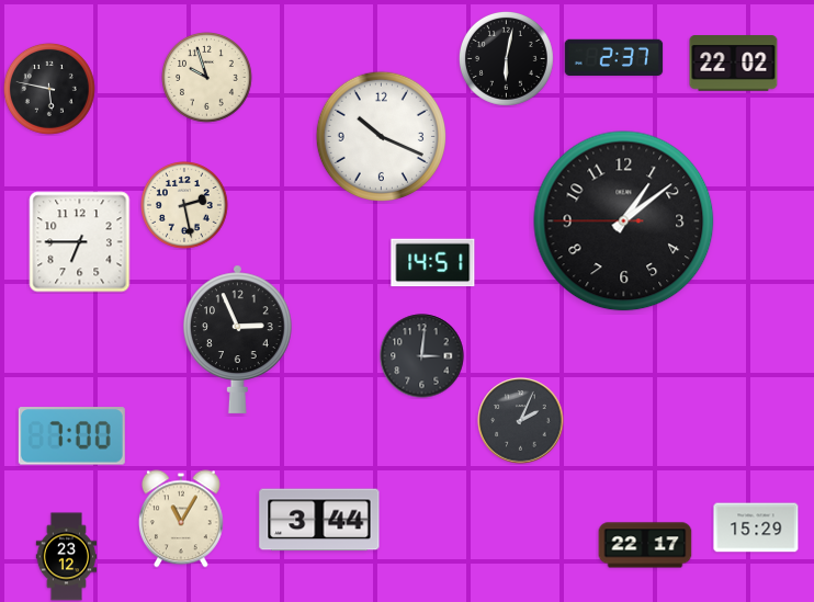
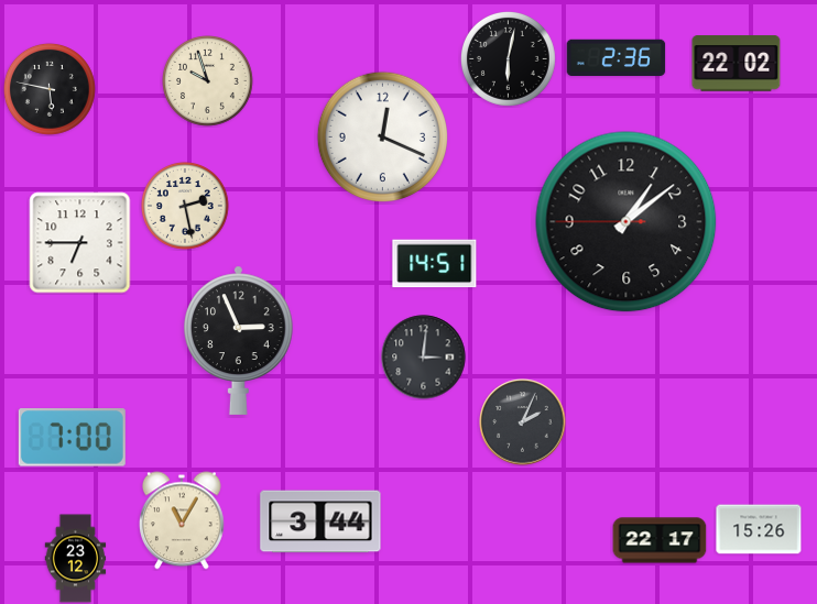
clock at (614, 57): 2:37 -> 2:36
clock at (207, 78) position: (207, 78) -> (208, 81)
clock at (381, 136): 10:19 -> 12:19
clock at (756, 527): 15:29 -> 15:26
clock at (645, 545) position: (645, 545) -> (660, 540)
clock at (67, 557) position: (67, 557) -> (76, 559)
